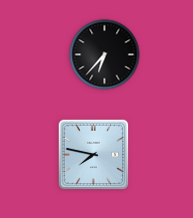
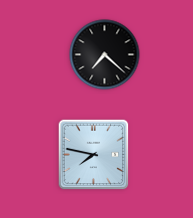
clock at (105, 55): 6:37 -> 7:22
